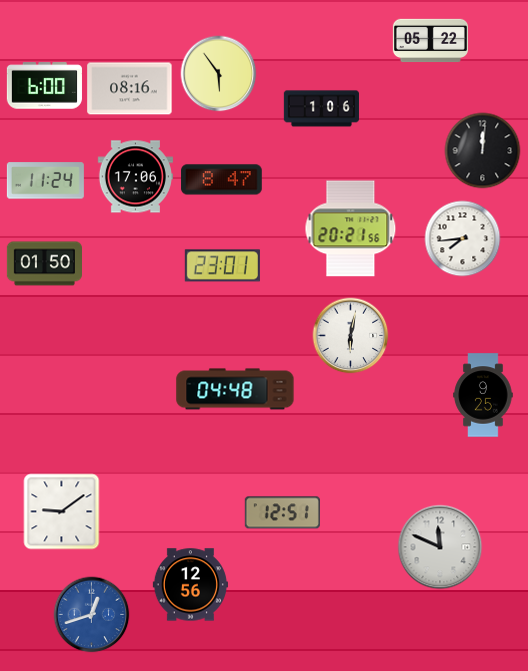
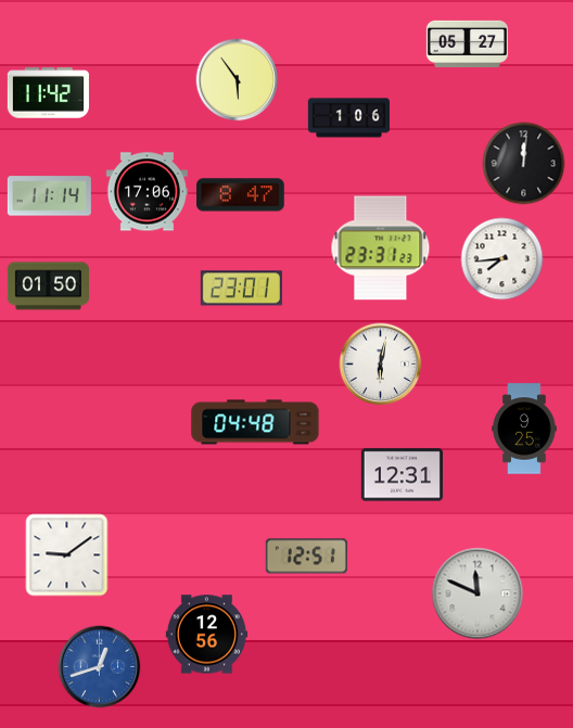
clock at (430, 41): 05:22 -> 05:27
clock at (44, 86): 6:00 -> 11:42
clock at (130, 89): 08:16 -> none
clock at (45, 181): 11:24 -> 11:14
clock at (351, 229): 20:21 -> 23:31
clock at (402, 475): none -> 12:31
